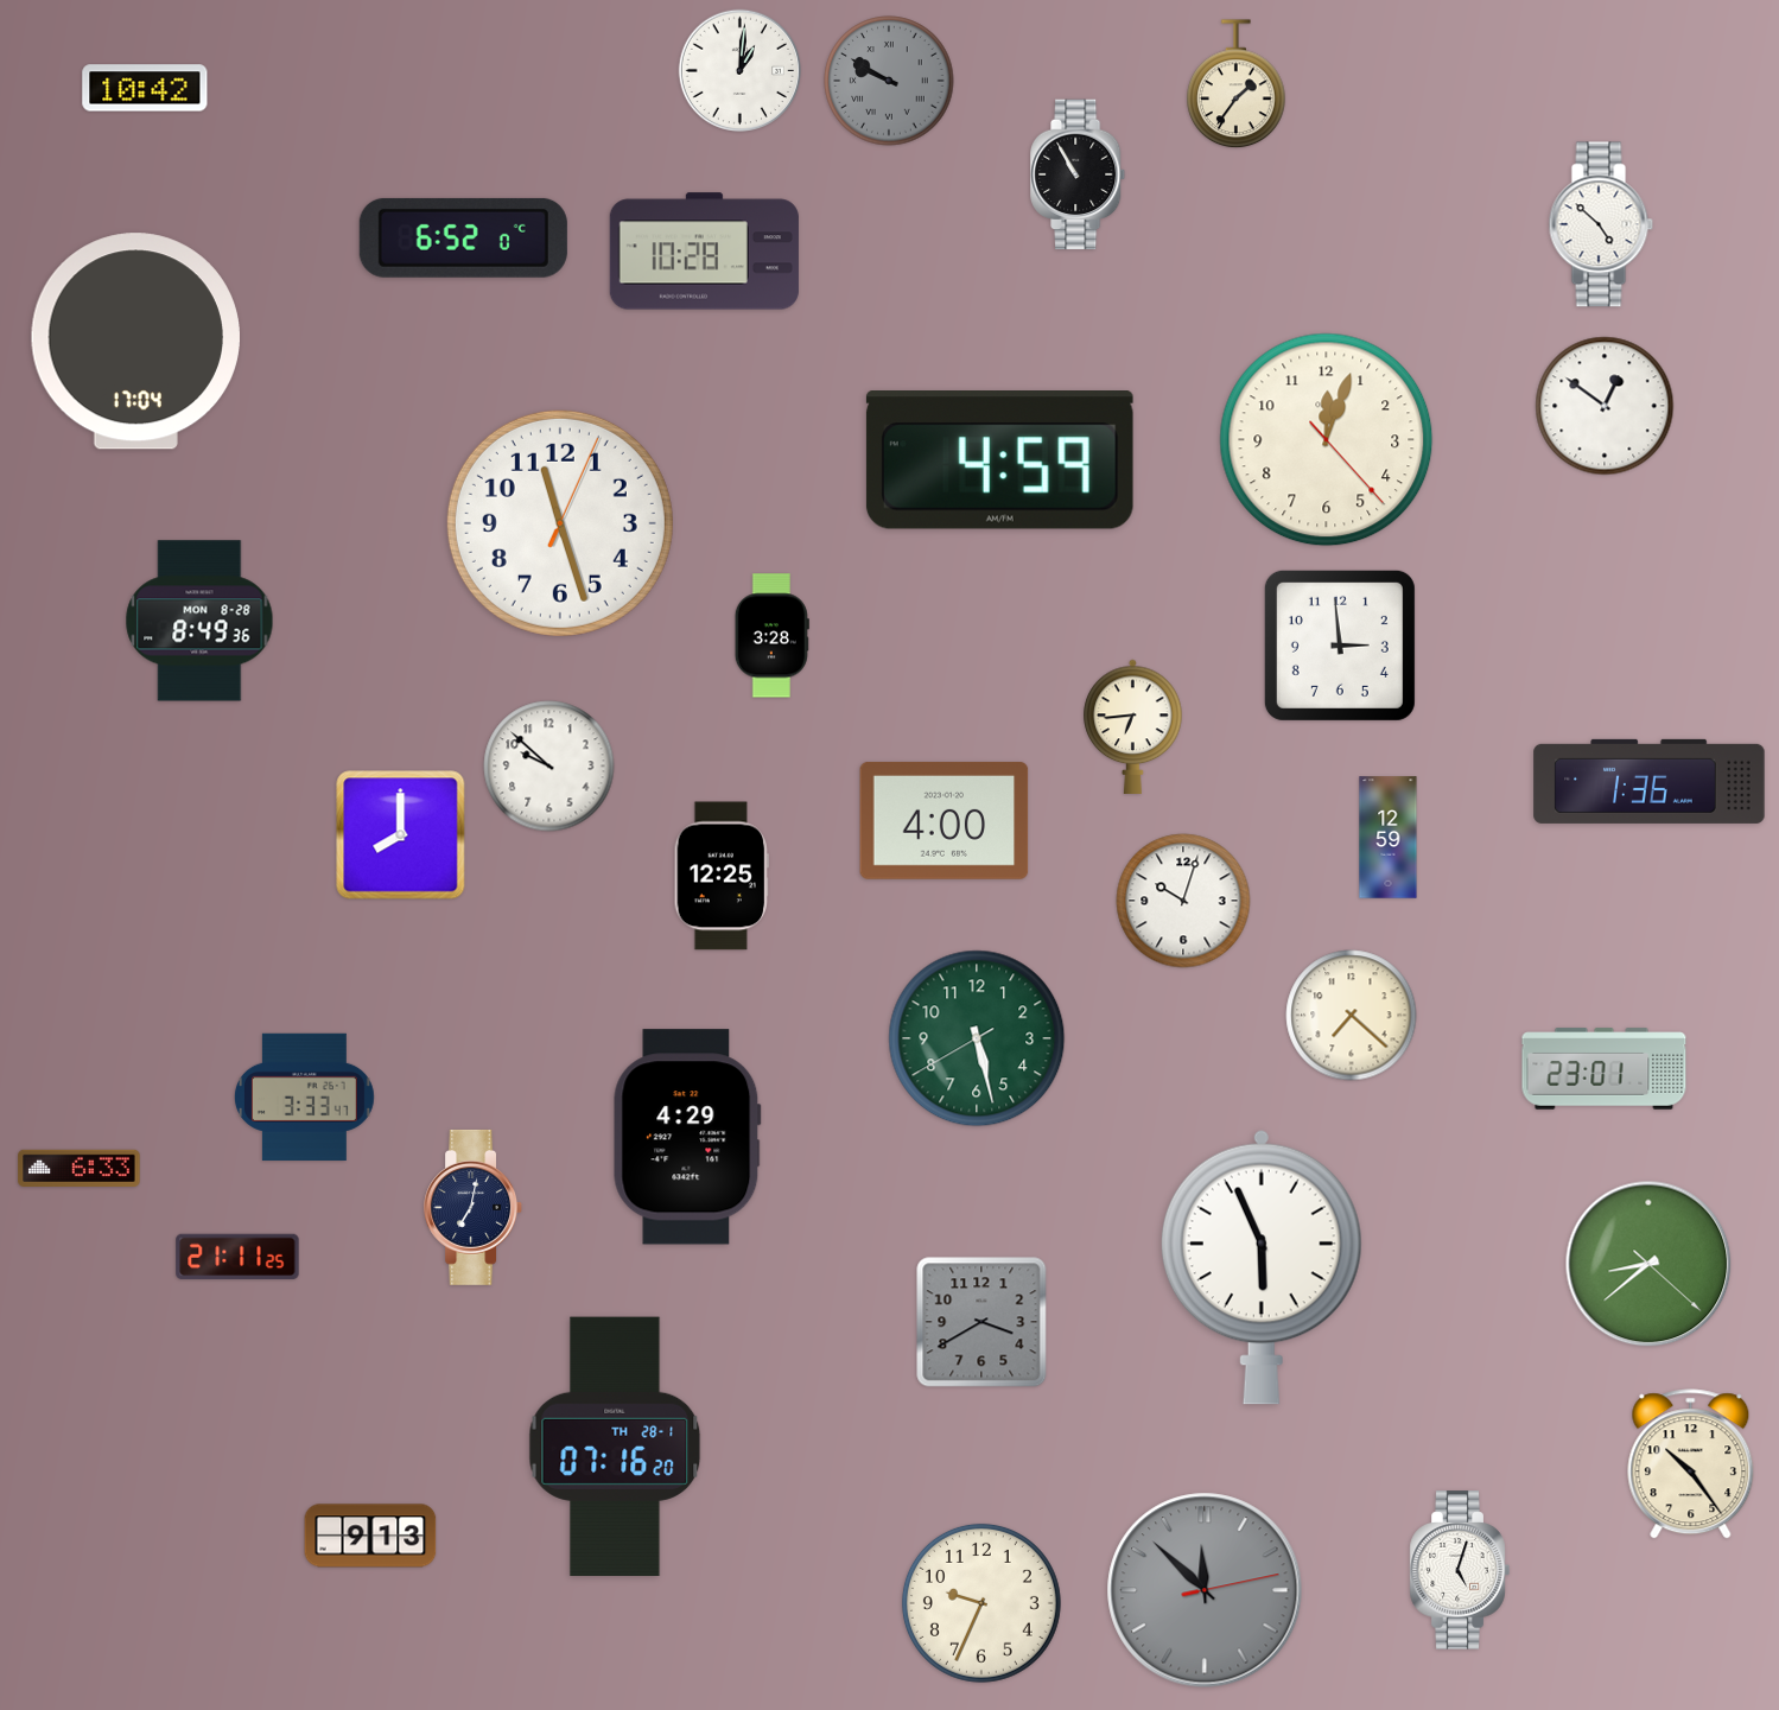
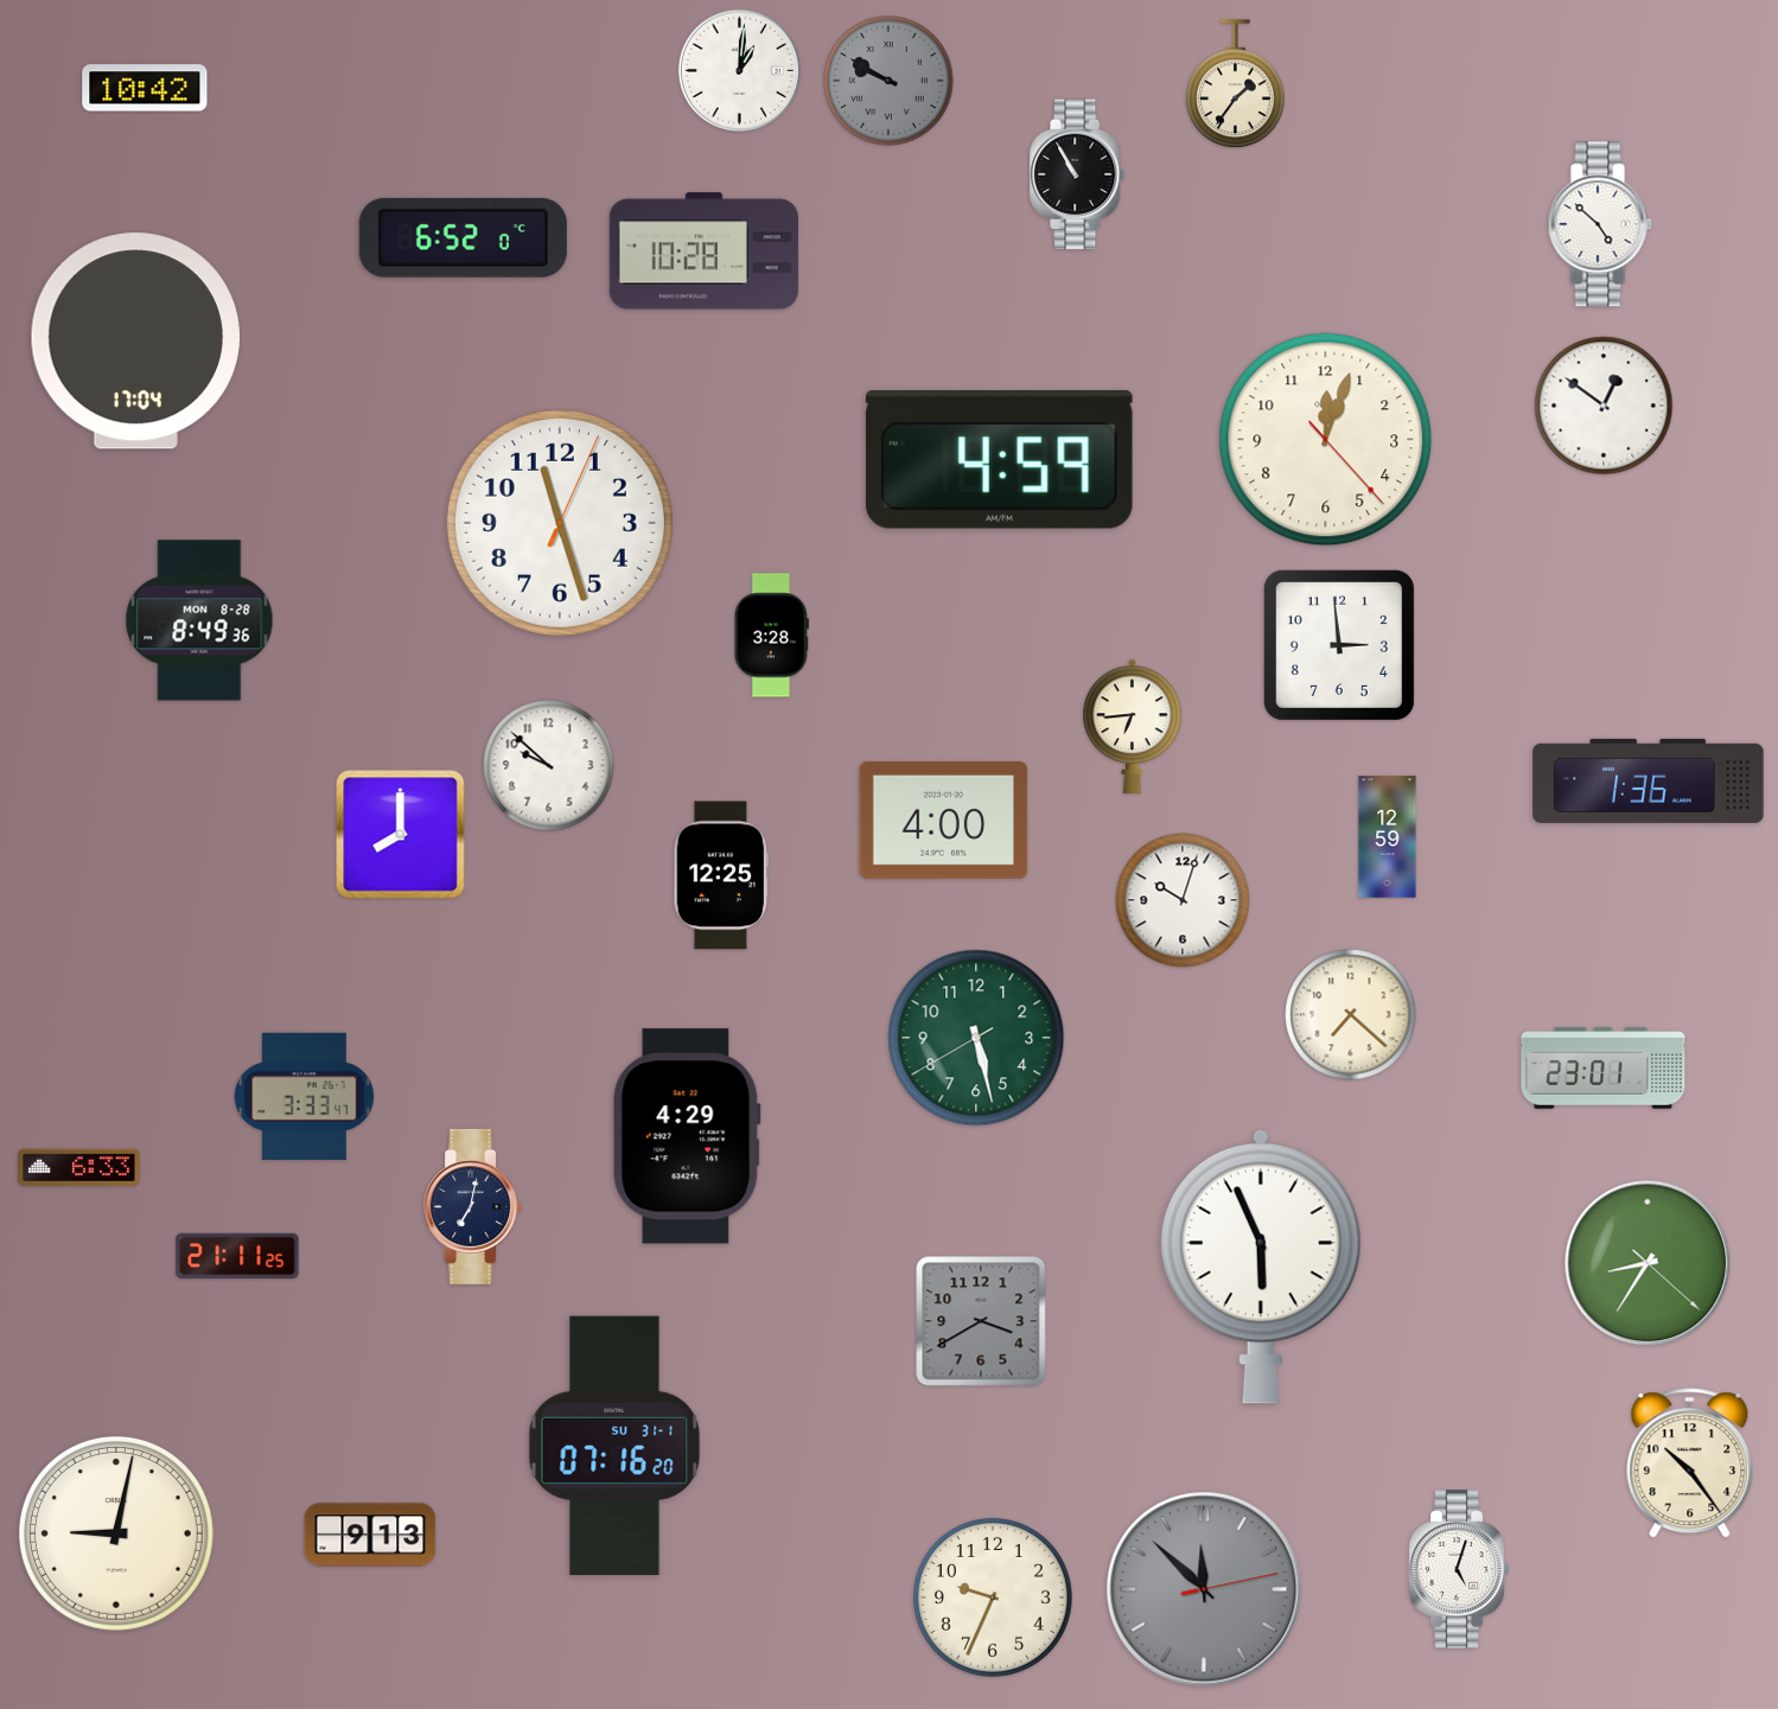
clock at (1648, 1264): 8:38 -> 8:35
clock at (615, 1447) date: TH 28-1 -> SU 31-1
clock at (116, 1533): none -> 9:02
clock at (981, 1603) position: (981, 1603) -> (993, 1598)
